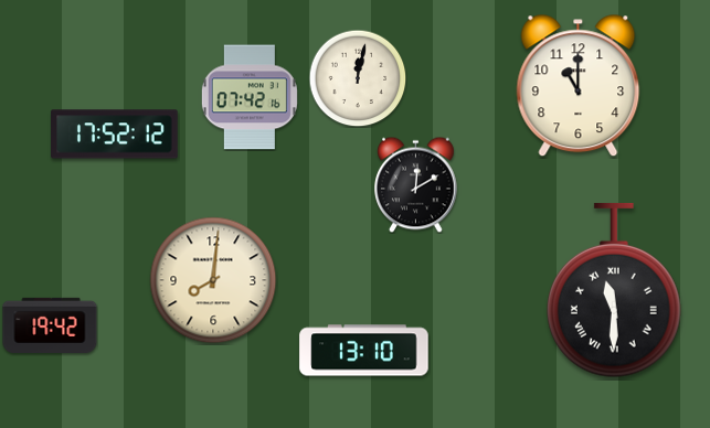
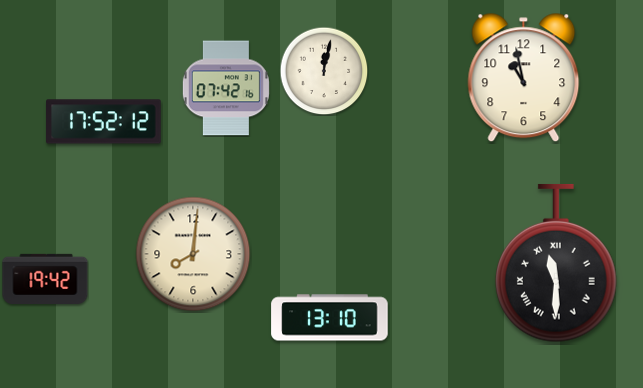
clock at (579, 86): 11:00 -> 10:58
clock at (416, 184): 12:10 -> none
clock at (50, 324) position: (50, 324) -> (45, 278)
